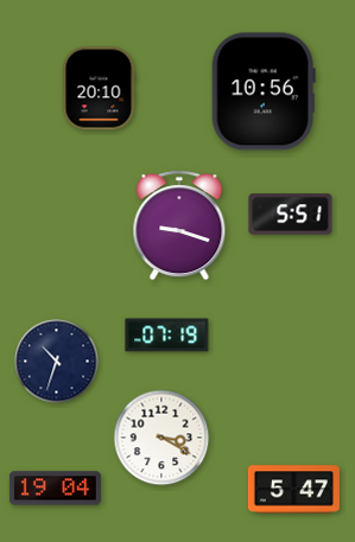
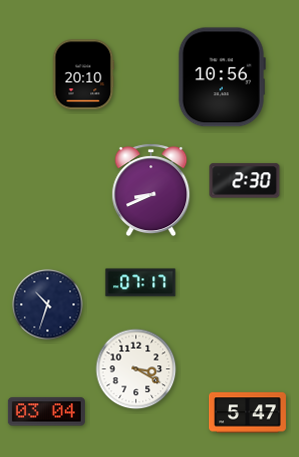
clock at (291, 215): 5:51 -> 2:30
clock at (179, 225): 9:18 -> 8:41
clock at (167, 336): 07:19 -> 07:17
clock at (55, 489): 19:04 -> 03:04
